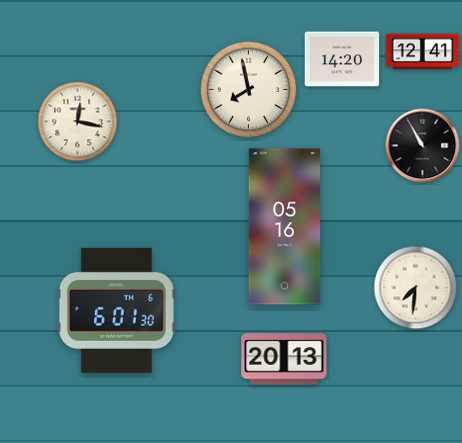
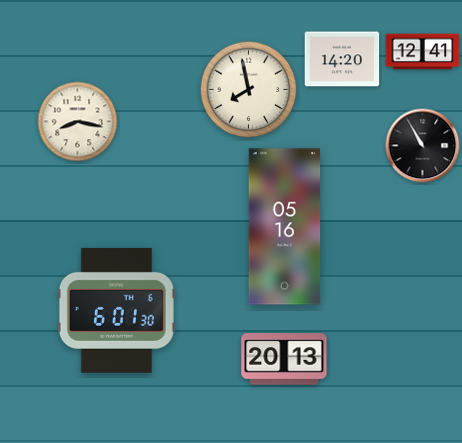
clock at (78, 122): 12:17 -> 8:17
clock at (416, 288): 7:31 -> none
